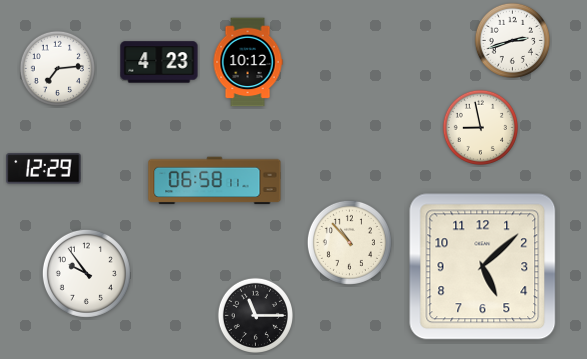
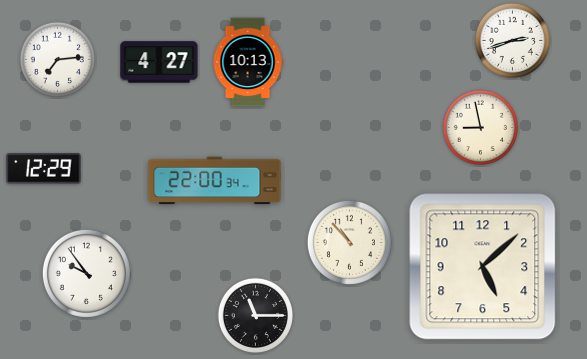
clock at (159, 62): 4:23 -> 4:27
clock at (248, 62): 10:12 -> 10:13
clock at (57, 68) position: (57, 68) -> (57, 59)
clock at (215, 181): 06:58 -> 22:00
